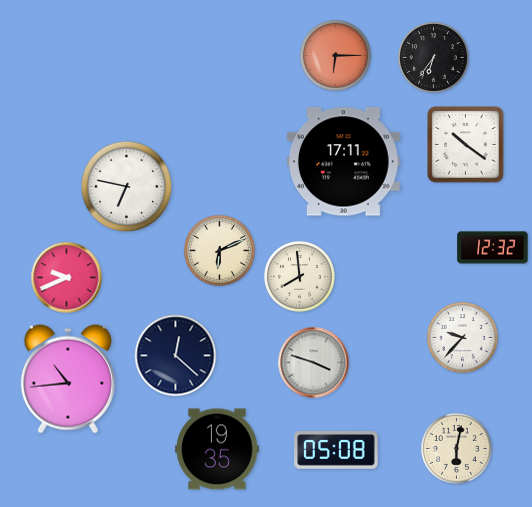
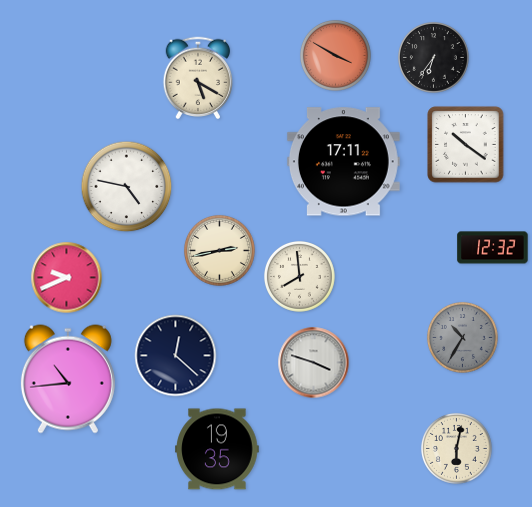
clock at (335, 55): 6:15 -> 3:50
clock at (198, 78): none -> 5:20
clock at (127, 187): 6:47 -> 4:47
clock at (219, 250): 6:11 -> 2:43
clock at (462, 337): 9:37 -> 10:35
clock at (462, 337) dial: white -> grey
clock at (336, 450): 05:08 -> none
